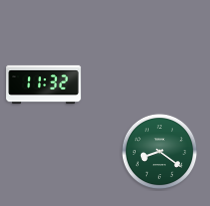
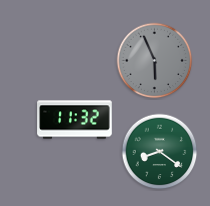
clock at (155, 61): none -> 5:56
clock at (44, 85) position: (44, 85) -> (75, 120)
